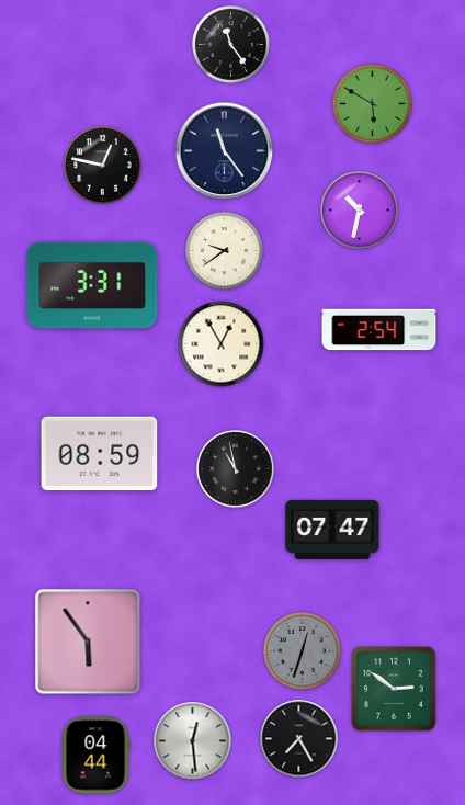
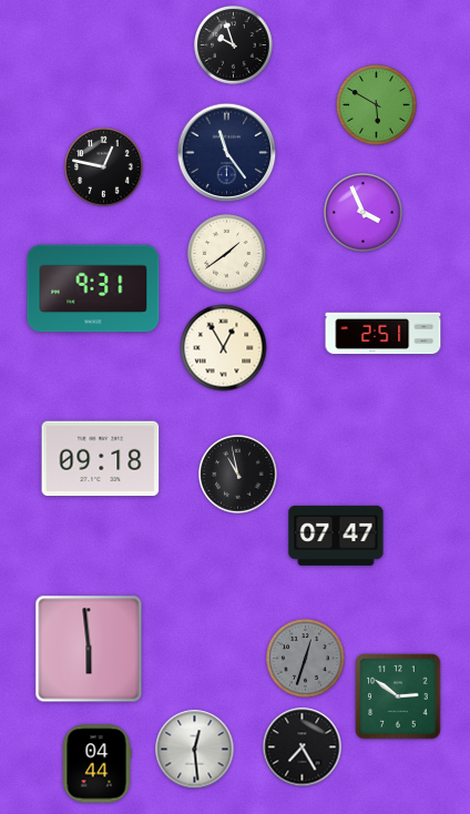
clock at (231, 45): 11:24 -> 9:57
clock at (360, 211): 10:32 -> 3:56
clock at (225, 251): 9:39 -> 1:39
clock at (92, 285): 3:31 -> 9:31
clock at (379, 330): 2:54 -> 2:51
clock at (100, 454): 08:59 -> 09:18
clock at (88, 642): 5:54 -> 5:59
